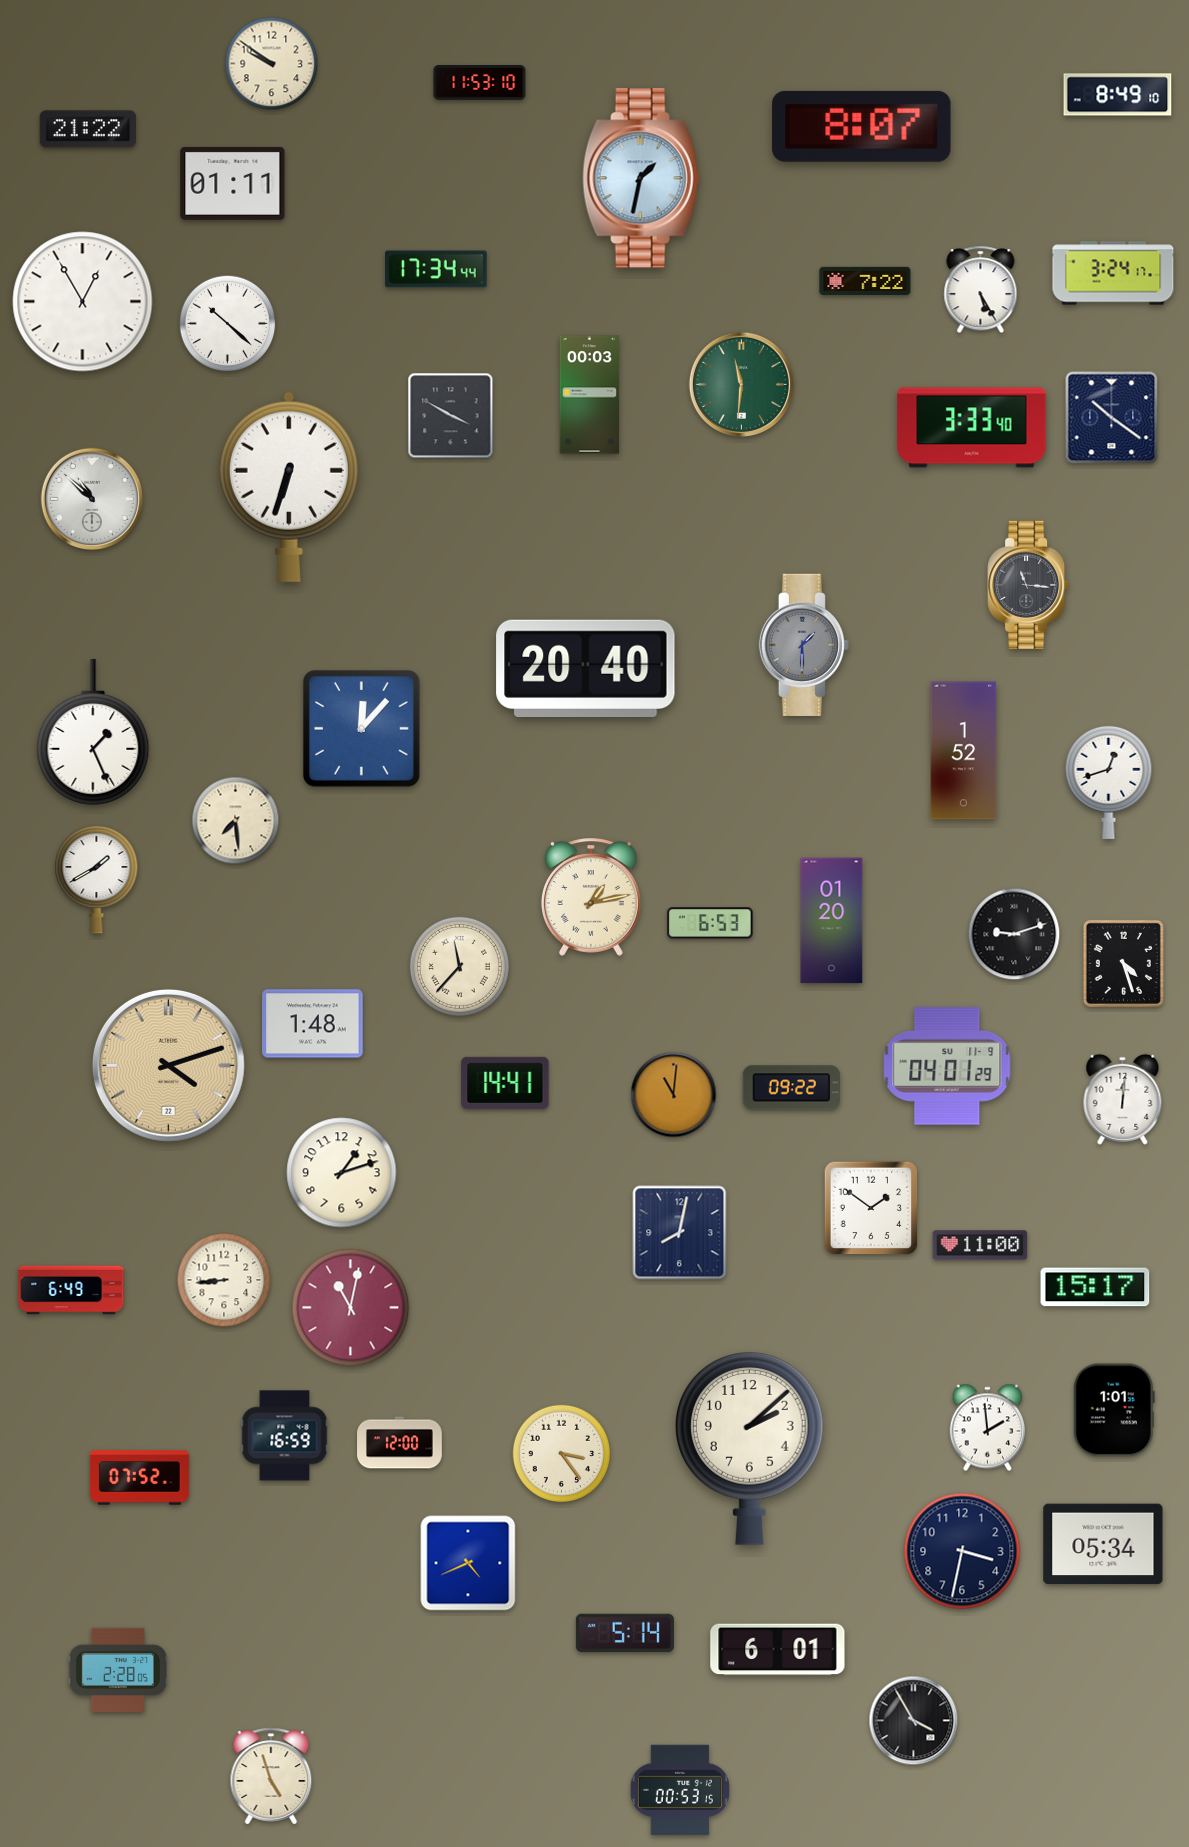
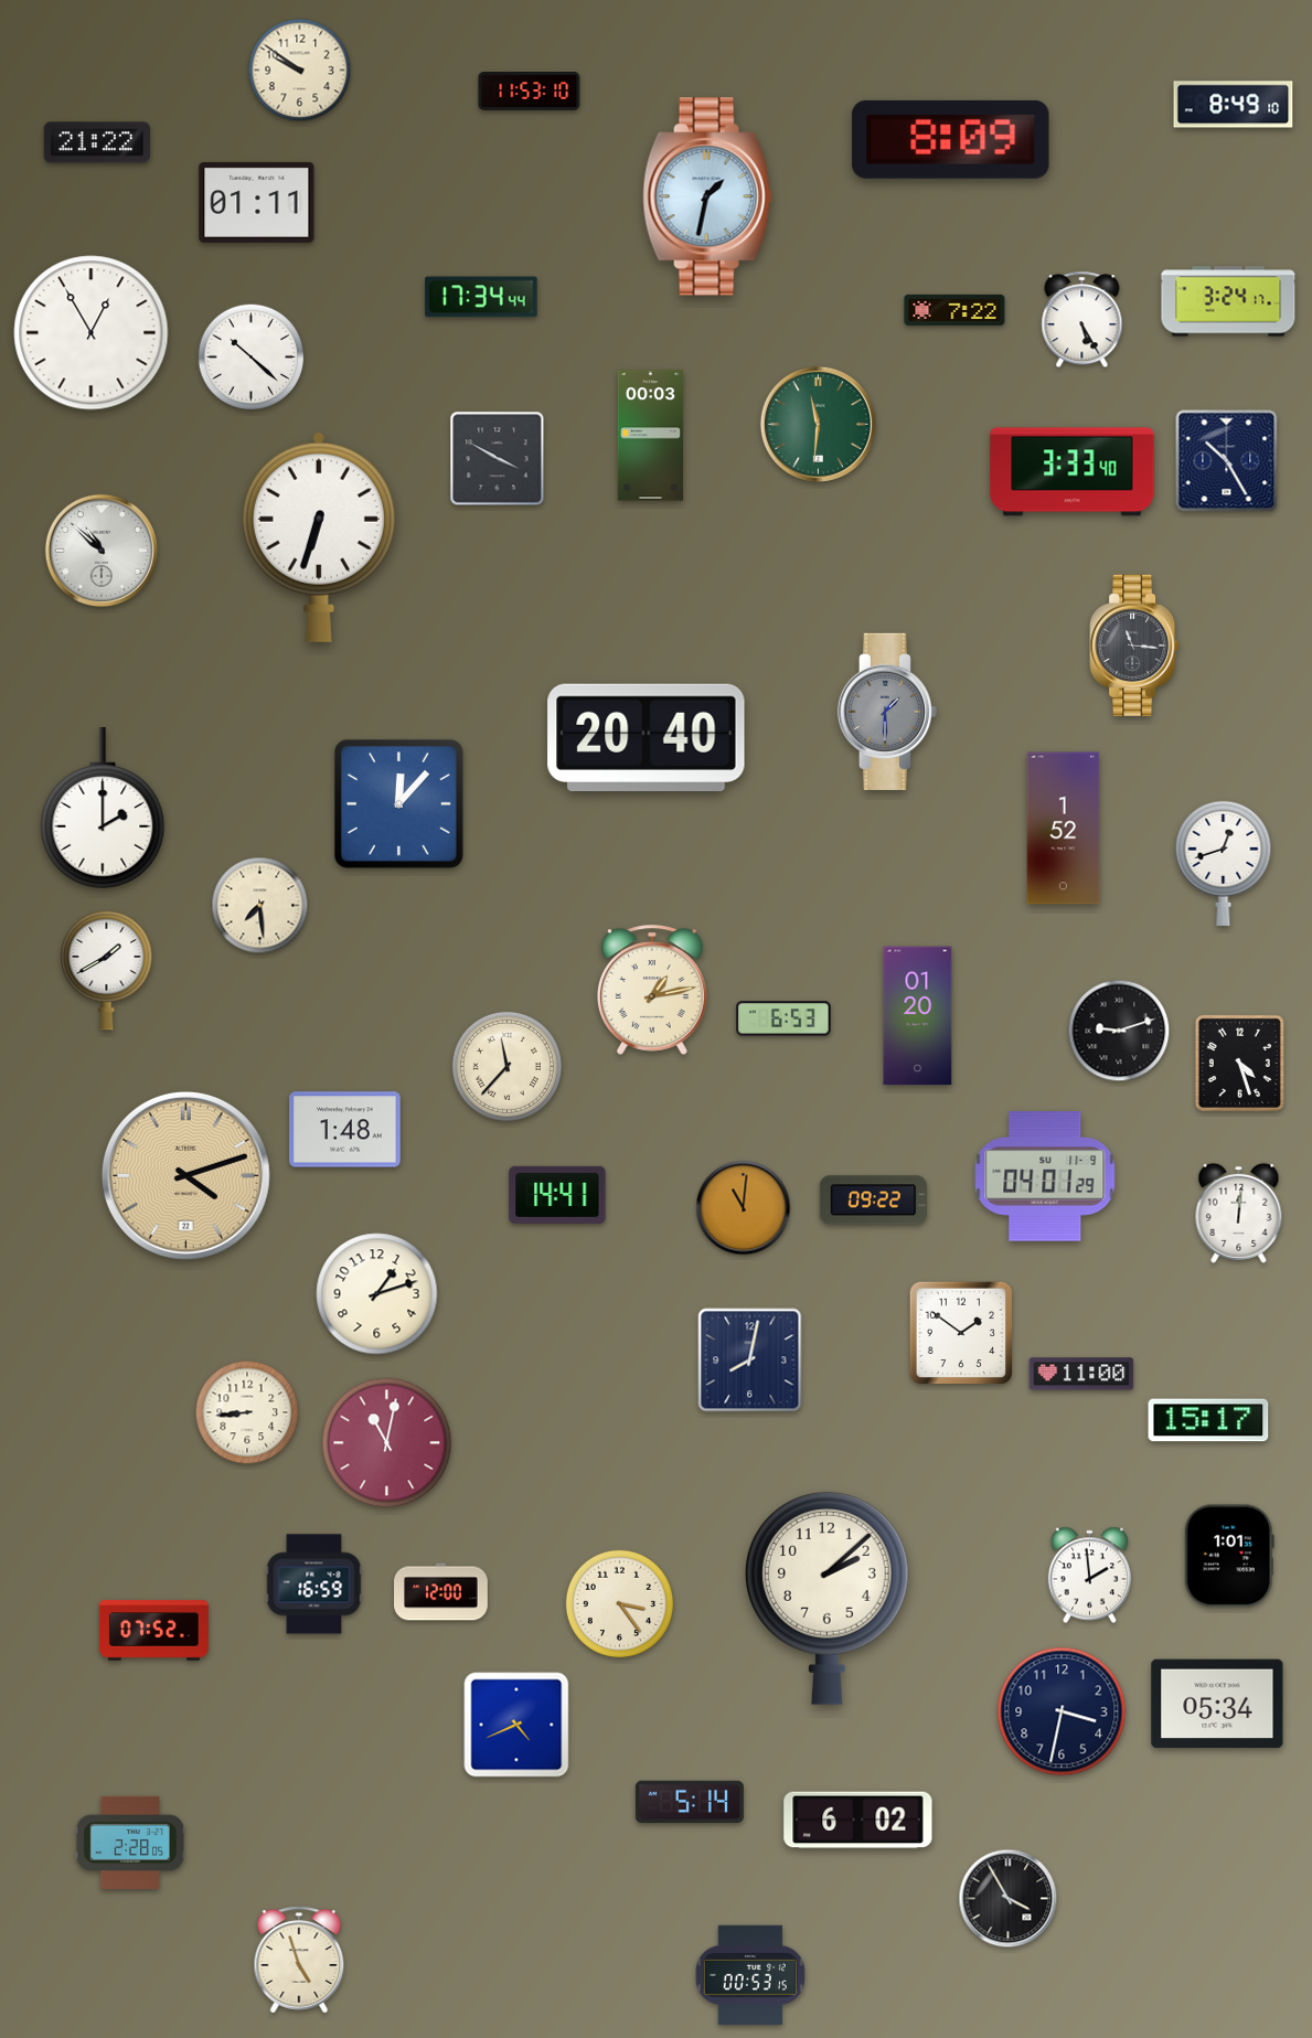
clock at (862, 126): 8:07 -> 8:09
clock at (1112, 418): 10:21 -> 10:25
clock at (93, 732): 1:26 -> 2:00
clock at (71, 1290): 6:49 -> none
clock at (778, 1650): 6:01 -> 6:02
